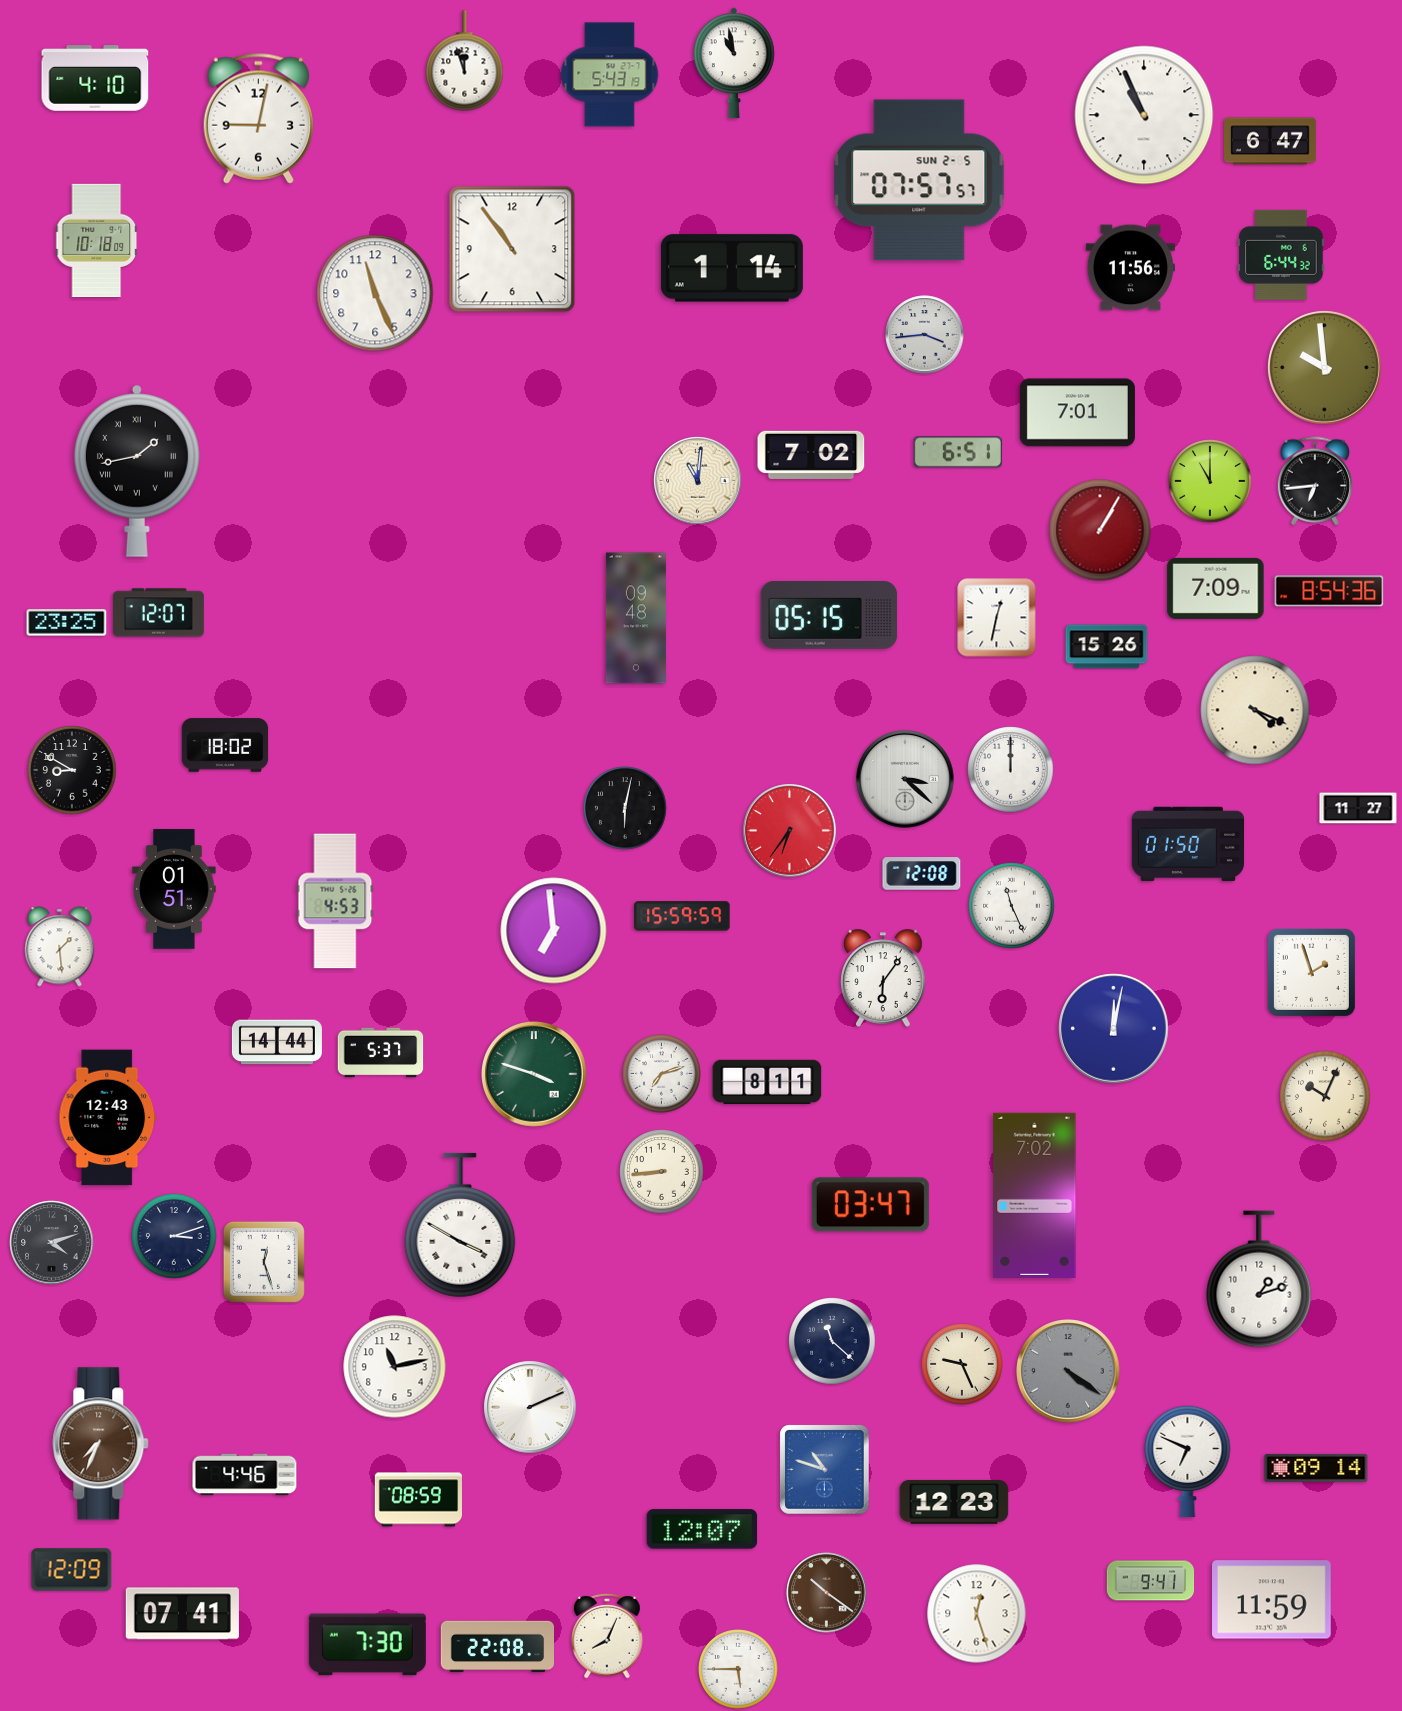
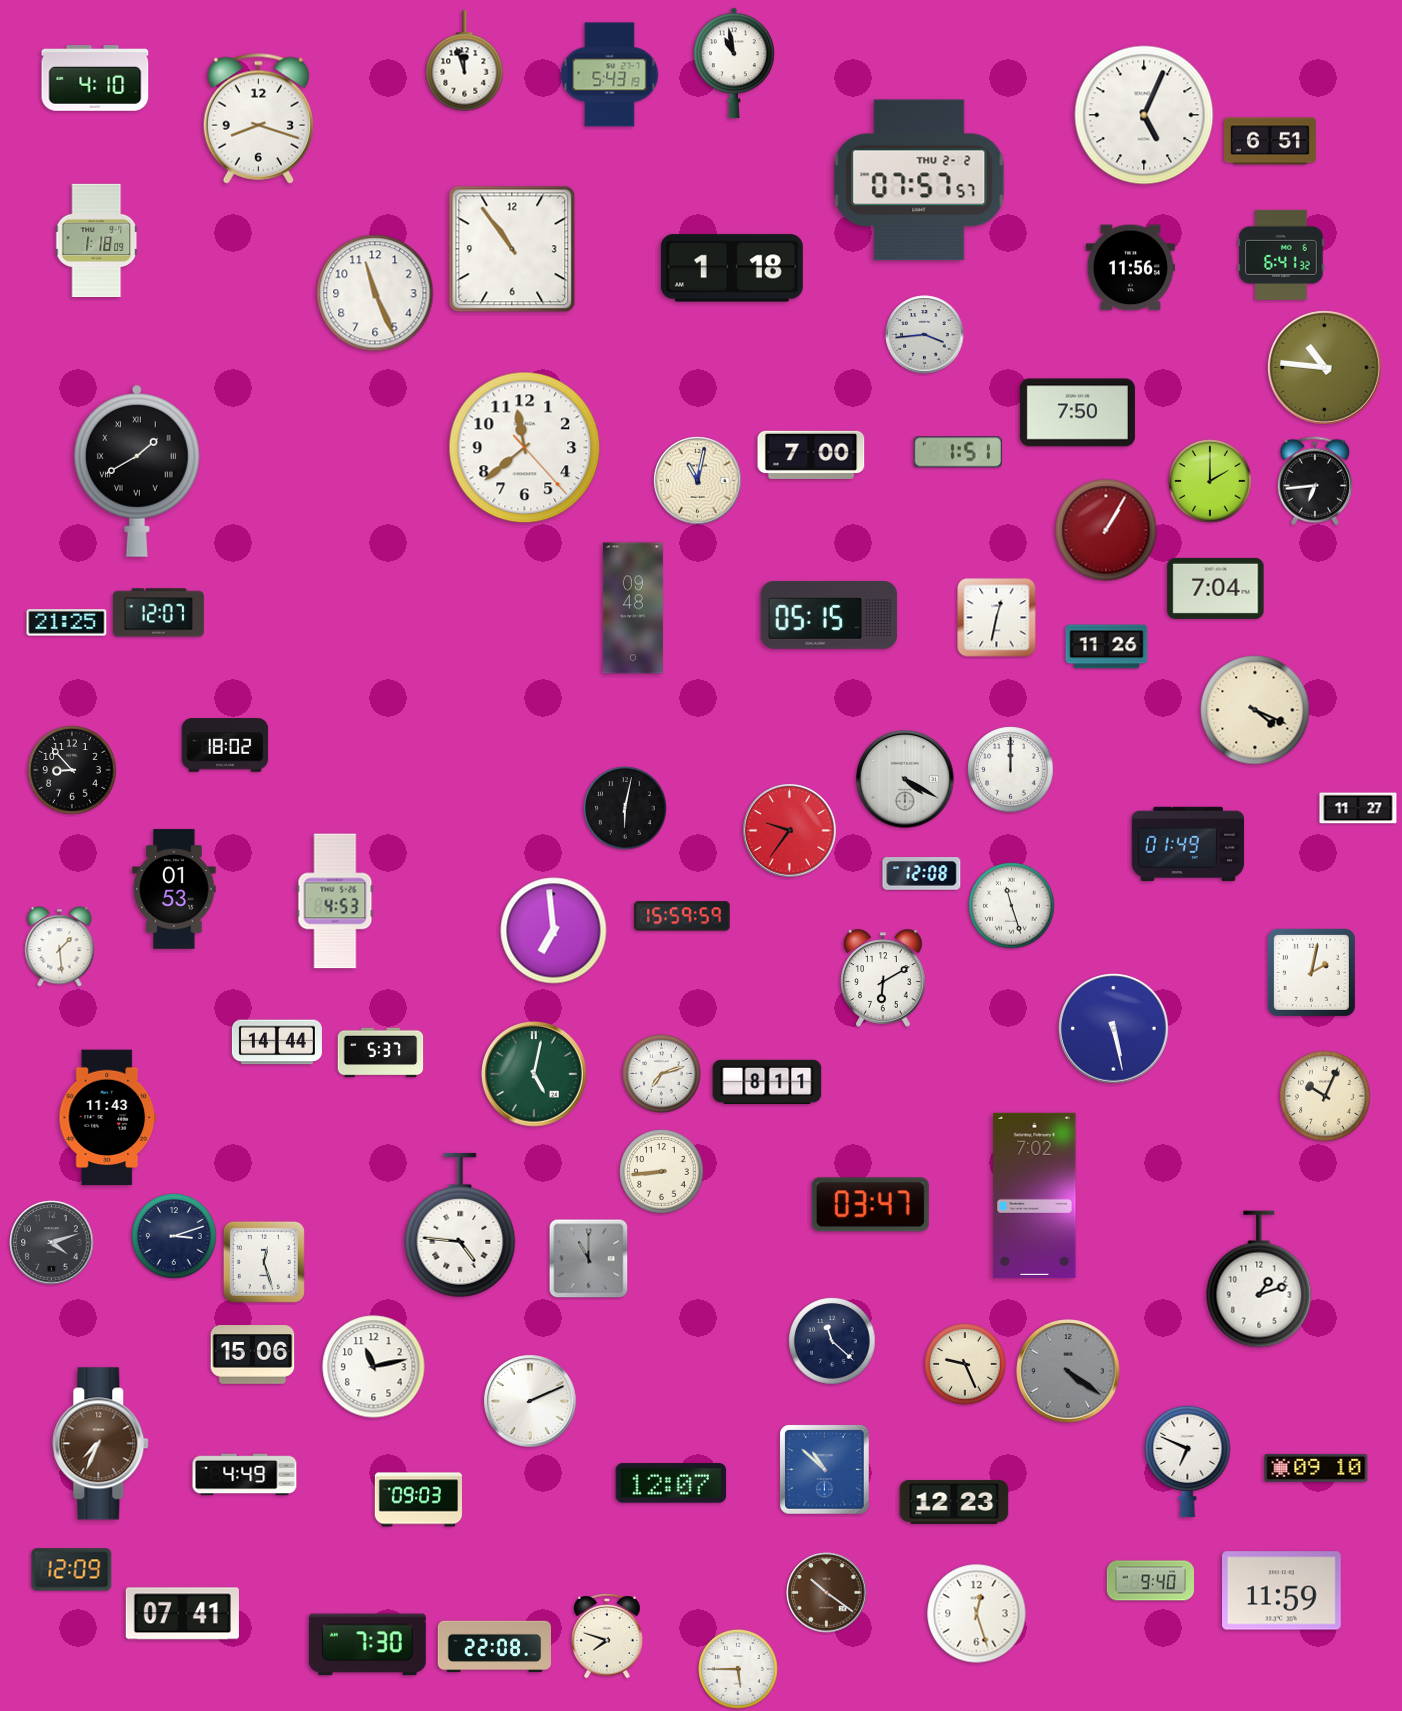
clock at (1144, 115): 10:56 -> 5:04
clock at (258, 118): 9:02 -> 8:18
clock at (1271, 141): 6:47 -> 6:51
clock at (919, 180) date: SUN 2-5 -> THU 2-2
clock at (97, 240): 10:18 -> 1:18
clock at (1281, 255): 6:44 -> 6:41
clock at (732, 268): 1:14 -> 1:18
clock at (1325, 368): 9:59 -> 10:46
clock at (1077, 413): 7:01 -> 7:50
clock at (525, 448): none -> 11:38
clock at (958, 452): 6:51 -> 1:51
clock at (811, 455): 7:02 -> 7:00
clock at (137, 471): 1:43 -> 1:40
clock at (698, 481): 11:01 -> 11:02
clock at (1210, 481): 11:00 -> 2:00
clock at (1100, 530) position: (1100, 530) -> (1106, 530)
clock at (1216, 588): 7:09 -> 7:04
clock at (1329, 591): 8:54 -> none
clock at (636, 618) position: (636, 618) -> (633, 608)
clock at (67, 623): 23:25 -> 21:25
clock at (1107, 647): 15:26 -> 11:26
clock at (72, 770): 8:50 -> 8:53
clock at (905, 779): 3:22 -> 4:20
clock at (790, 831): 6:36 -> 9:36
clock at (1188, 844): 01:50 -> 01:49
clock at (174, 889): 01:51 -> 01:53
clock at (1012, 906): 11:26 -> 11:27
clock at (1311, 972): 1:57 -> 2:02
clock at (883, 978): 6:06 -> 6:10
clock at (1114, 1029): 12:02 -> 5:28
clock at (534, 1074): 3:48 -> 5:02
clock at (108, 1118): 12:43 -> 11:43
clock at (460, 1225): 3:50 -> 4:46
clock at (589, 1259): none -> 11:00
clock at (253, 1355): none -> 15:06
clock at (962, 1364) position: (962, 1364) -> (965, 1364)
clock at (395, 1367) position: (395, 1367) -> (374, 1367)
clock at (530, 1407) position: (530, 1407) -> (530, 1401)
clock at (1316, 1468): 09:14 -> 09:10
clock at (825, 1470): 10:48 -> 10:52
clock at (245, 1475): 4:46 -> 4:49
clock at (419, 1500): 08:59 -> 09:03
clock at (702, 1529) position: (702, 1529) -> (671, 1483)
clock at (1151, 1581): 9:41 -> 9:40
clock at (1272, 1600) position: (1272, 1600) -> (1282, 1591)
clock at (607, 1636): 8:04 -> 7:48
clock at (497, 1647) position: (497, 1647) -> (494, 1647)
